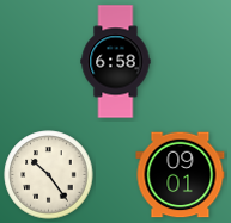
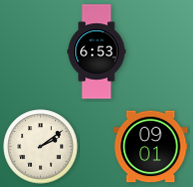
clock at (116, 62): 6:58 -> 6:53
clock at (49, 175): 10:24 -> 2:09
